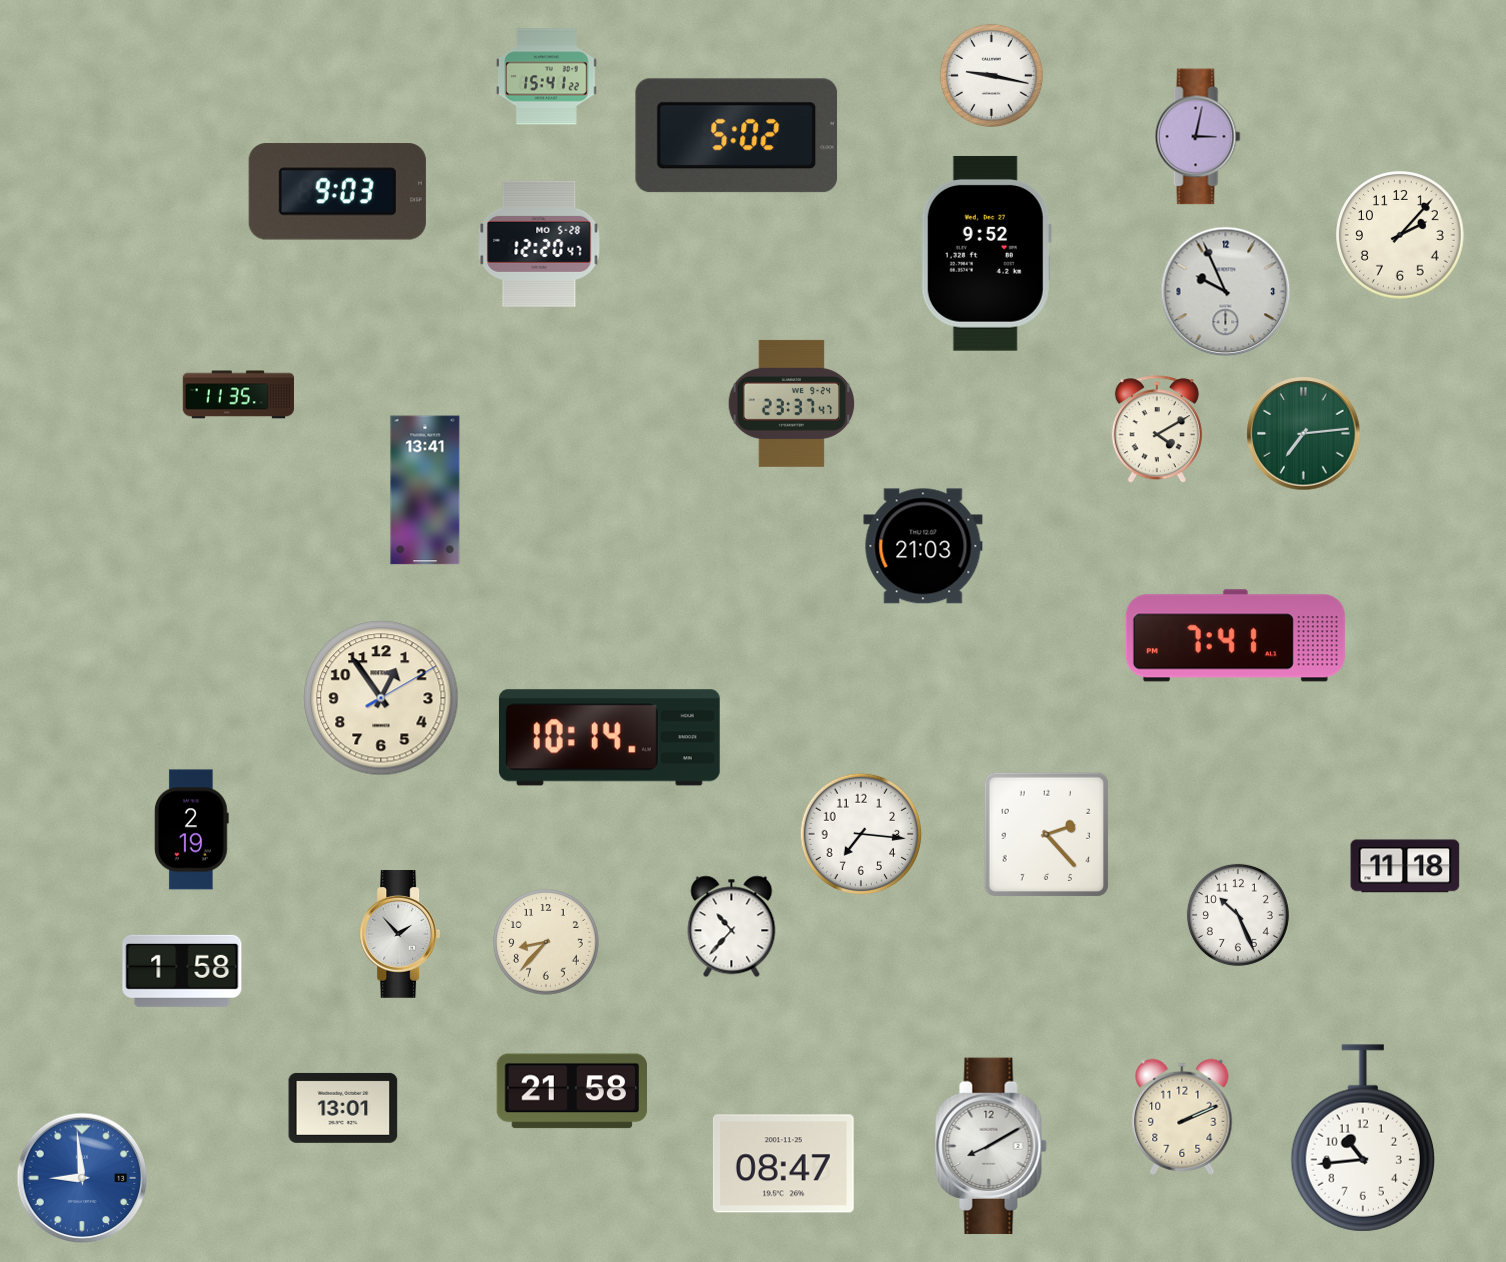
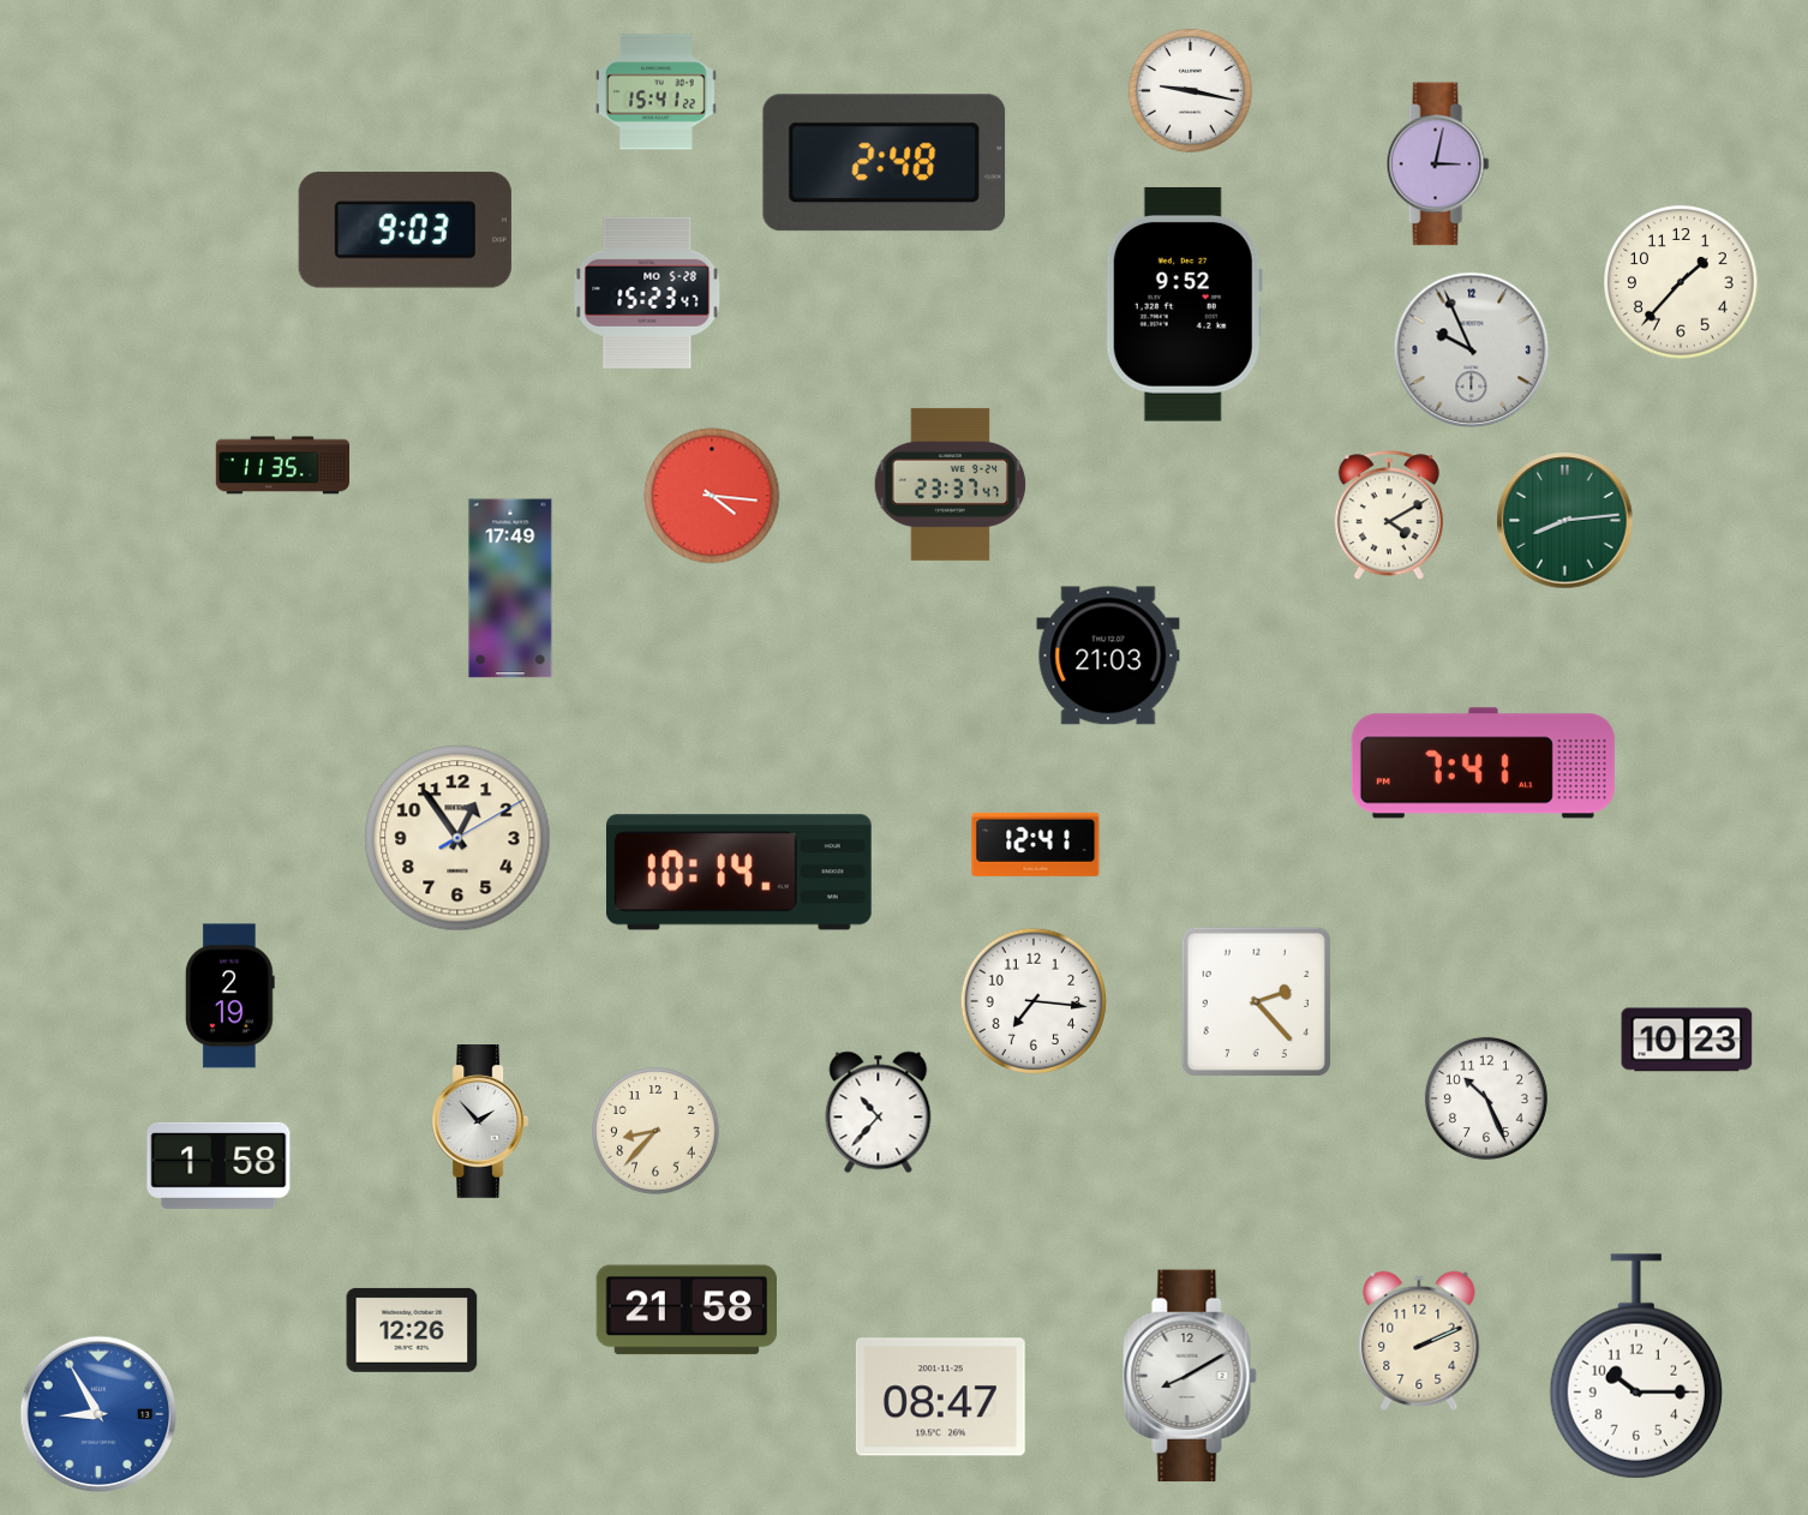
clock at (737, 136): 5:02 -> 2:48
clock at (1400, 235): 2:07 -> 1:37
clock at (539, 244): 12:20 -> 15:23
clock at (239, 395) position: (239, 395) -> (283, 466)
clock at (712, 496): none -> 4:16
clock at (1304, 434): 7:14 -> 8:14
clock at (425, 490): 13:41 -> 17:49
clock at (1036, 844): none -> 12:41
clock at (609, 738) position: (609, 738) -> (738, 873)
clock at (1405, 866): 11:18 -> 10:23
clock at (343, 1108): 13:01 -> 12:26
clock at (1363, 1138): 10:44 -> 10:15
clock at (82, 1178): 8:59 -> 8:55
